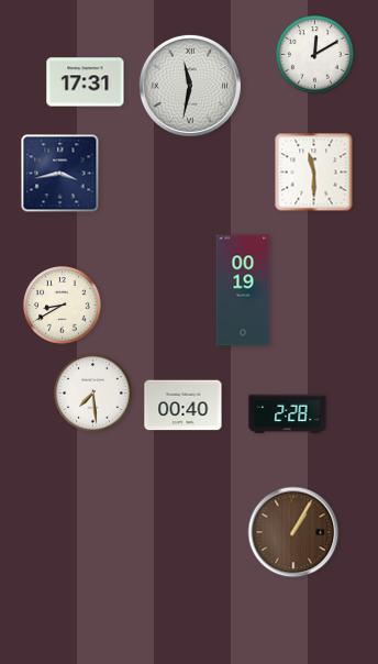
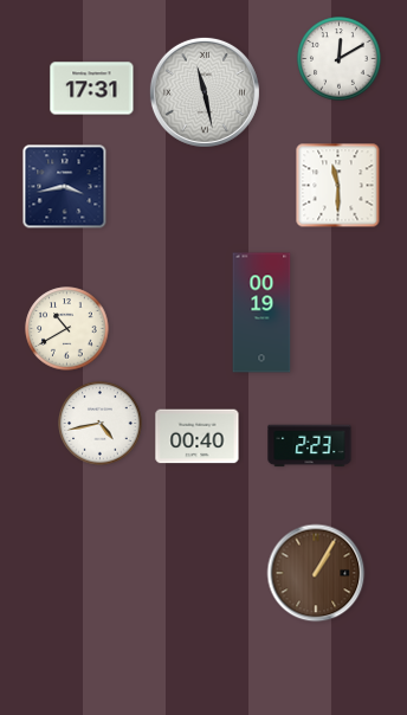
clock at (190, 86): 11:32 -> 11:28
clock at (63, 306): 8:40 -> 10:40
clock at (93, 394): 7:29 -> 4:43
clock at (288, 414): 2:28 -> 2:23
